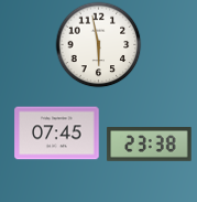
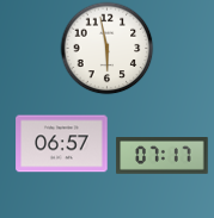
clock at (57, 134): 07:45 -> 06:57
clock at (150, 145): 23:38 -> 07:17
